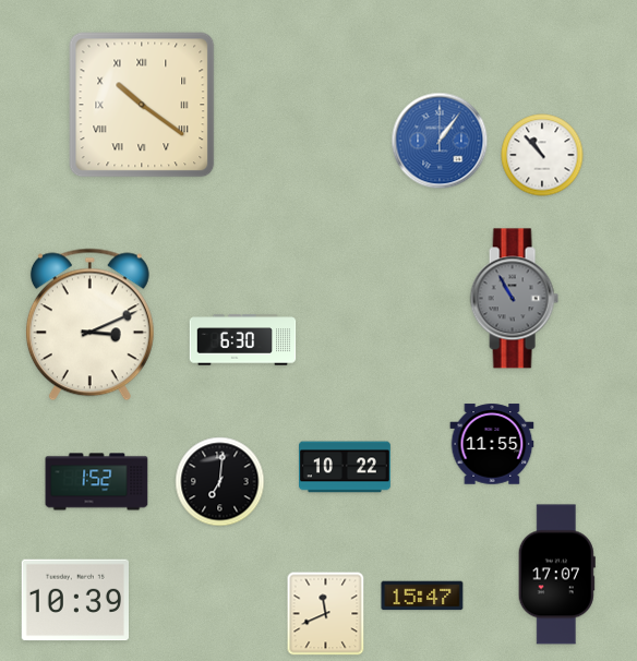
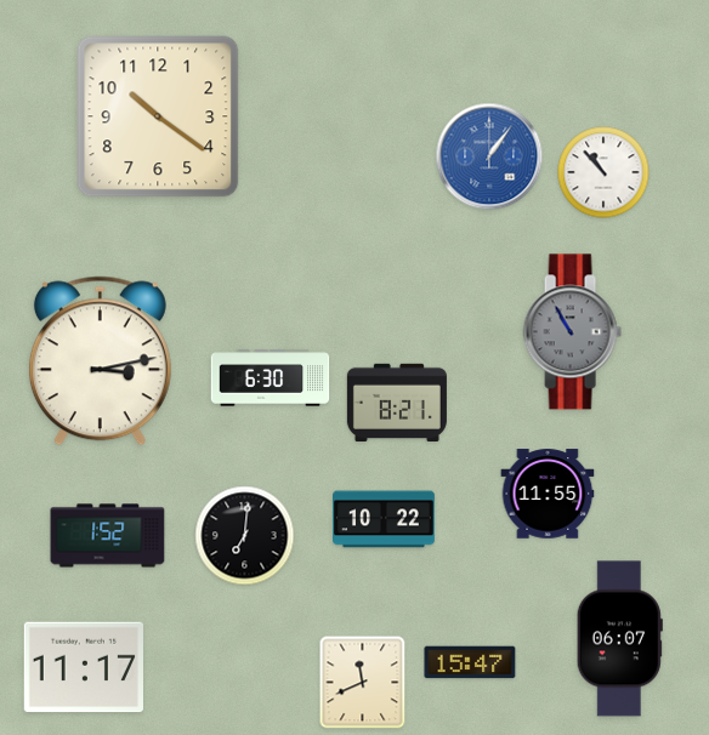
clock at (142, 105) numerals: Roman -> Arabic
clock at (89, 325): 3:11 -> 3:13
clock at (397, 401): none -> 8:21
clock at (556, 575): 17:07 -> 06:07
clock at (74, 600): 10:39 -> 11:17
